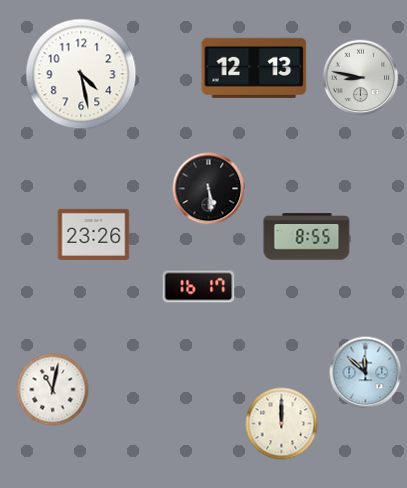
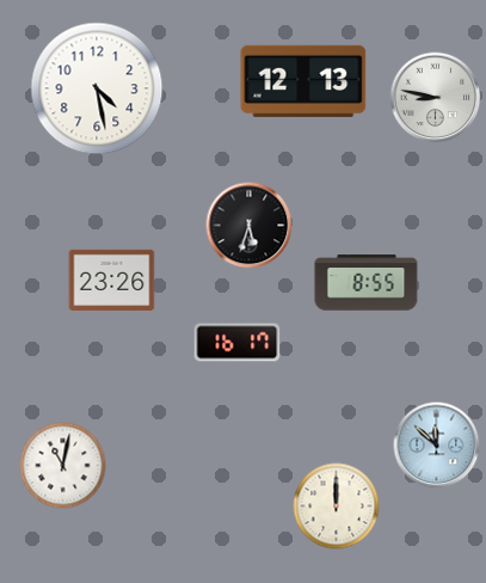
clock at (361, 78) position: (361, 78) -> (436, 98)
clock at (209, 189): 5:29 -> 5:33
